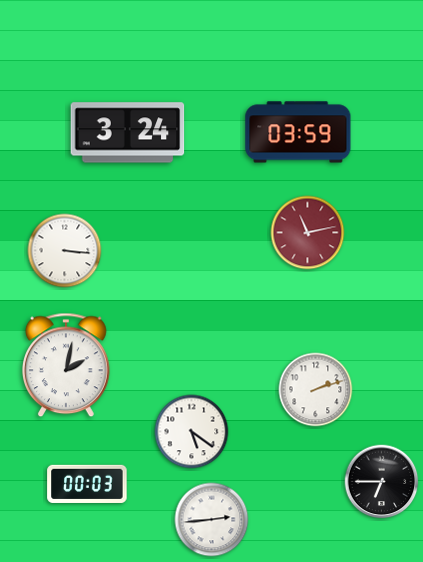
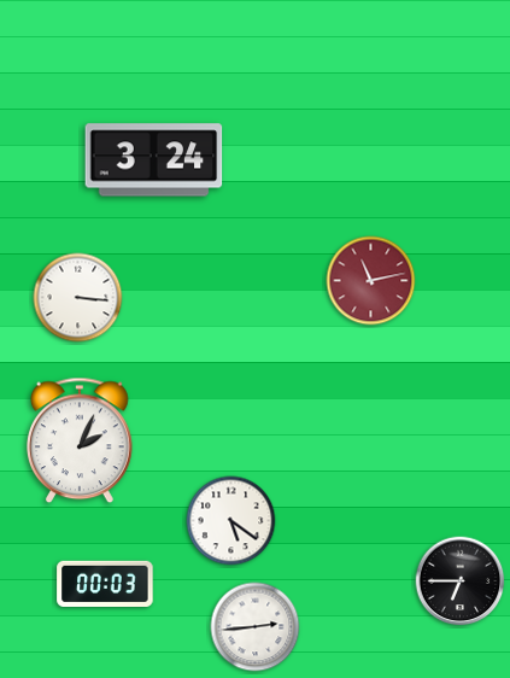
clock at (298, 132): 03:59 -> none
clock at (65, 251) position: (65, 251) -> (78, 298)
clock at (67, 365): 2:02 -> 2:04
clock at (316, 390): 2:12 -> none
